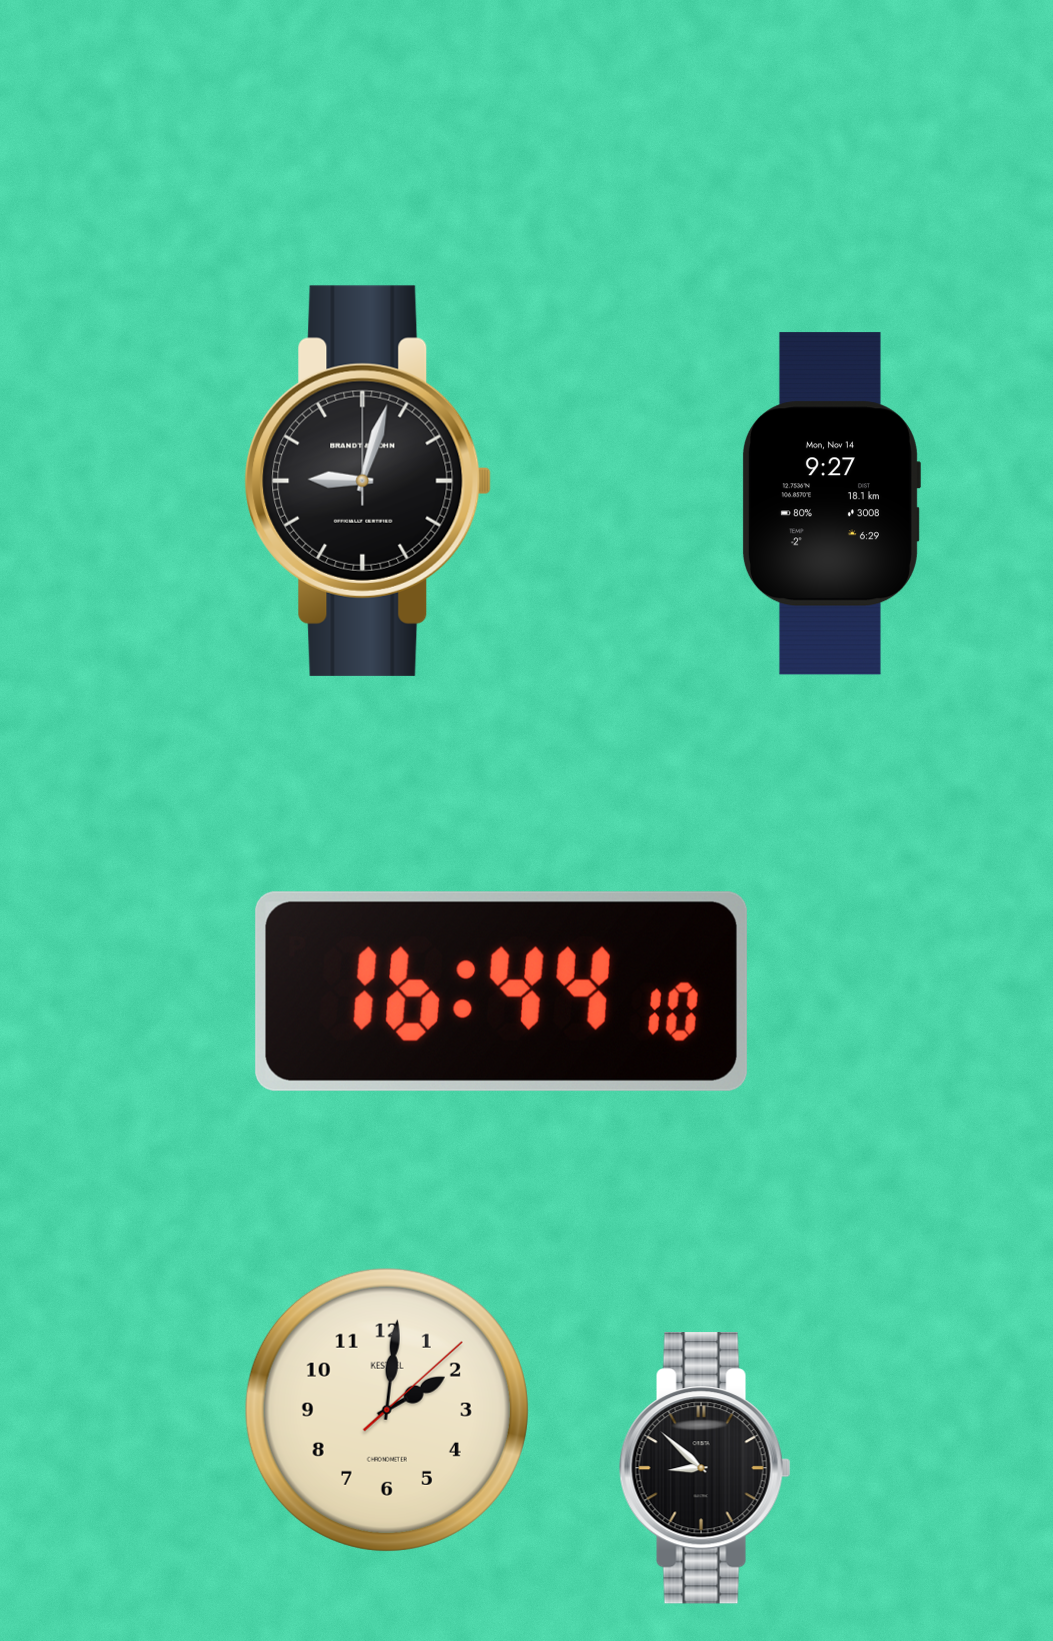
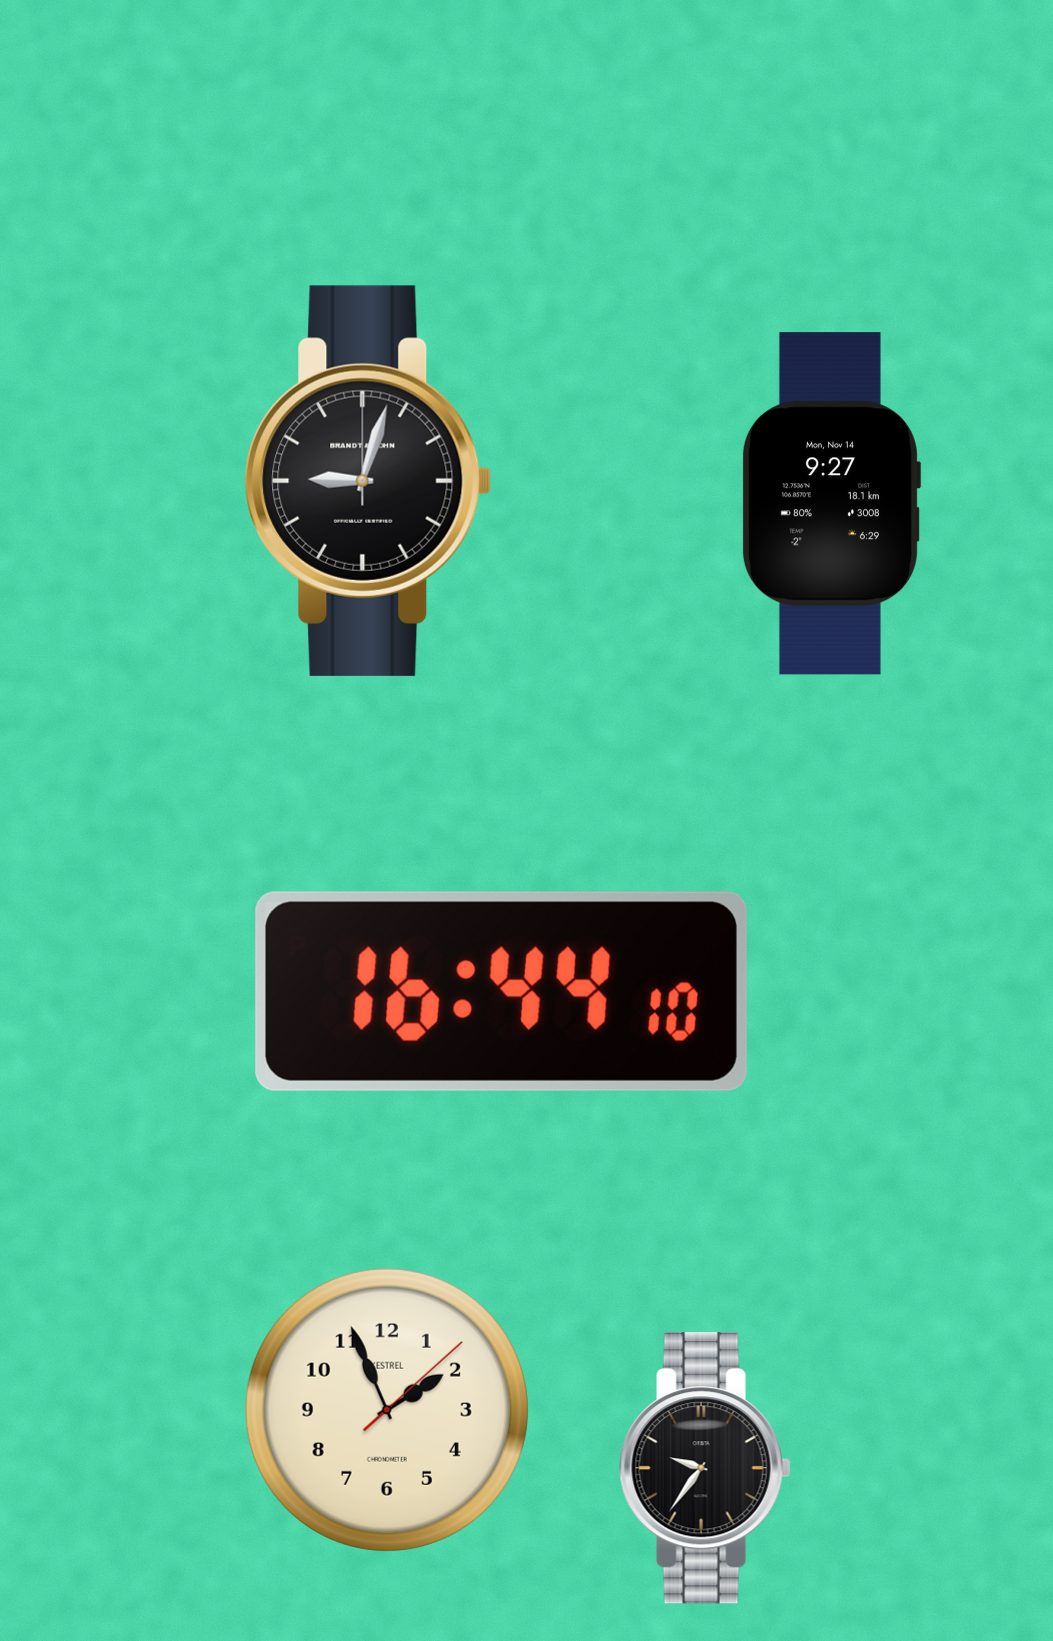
clock at (387, 1410): 2:01 -> 1:56
clock at (705, 1468): 8:52 -> 9:36
